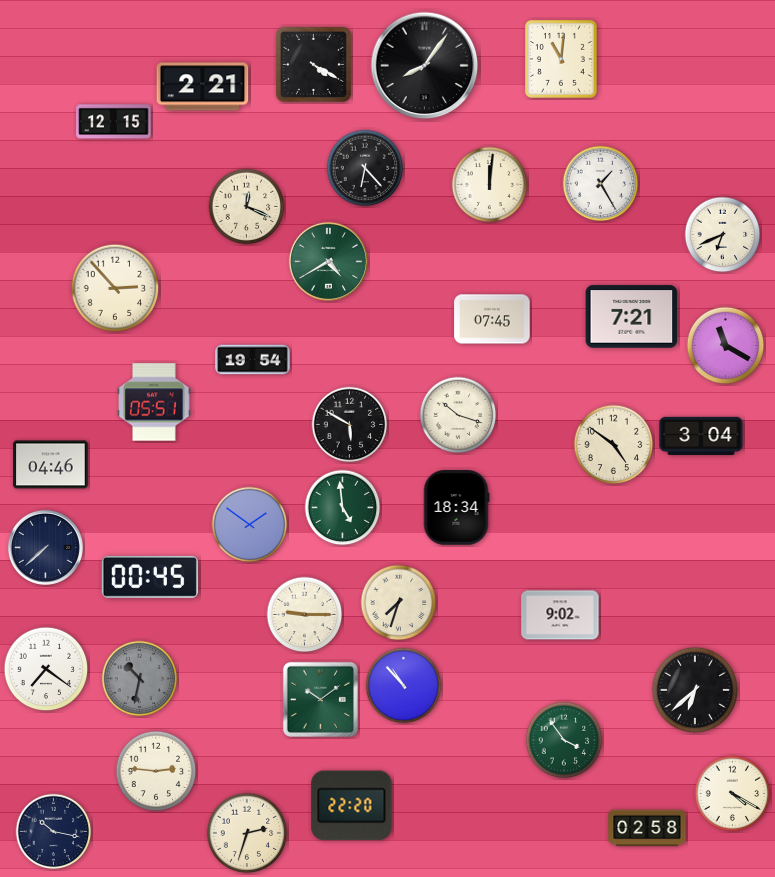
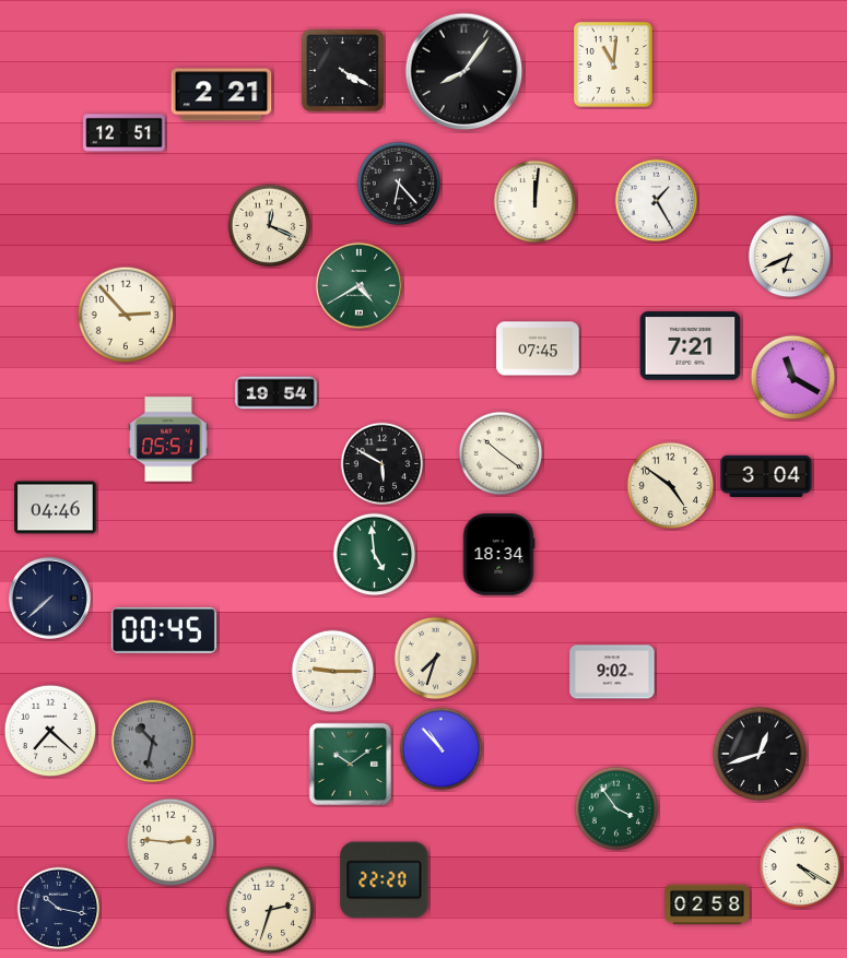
clock at (114, 122): 12:15 -> 12:51
clock at (458, 415): 10:18 -> 10:21
clock at (250, 525): 1:51 -> none
clock at (46, 669): 7:21 -> 7:22
clock at (695, 690): 6:38 -> 12:42
